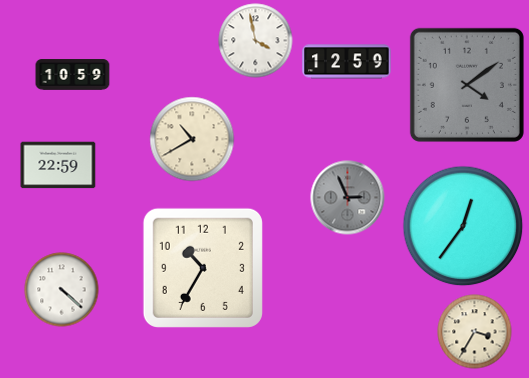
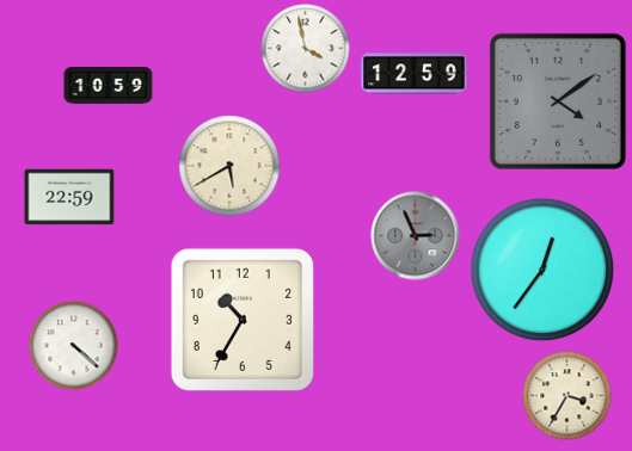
clock at (73, 75) position: (73, 75) -> (109, 86)
clock at (192, 139): 10:40 -> 5:40
clock at (463, 226) position: (463, 226) -> (542, 270)
